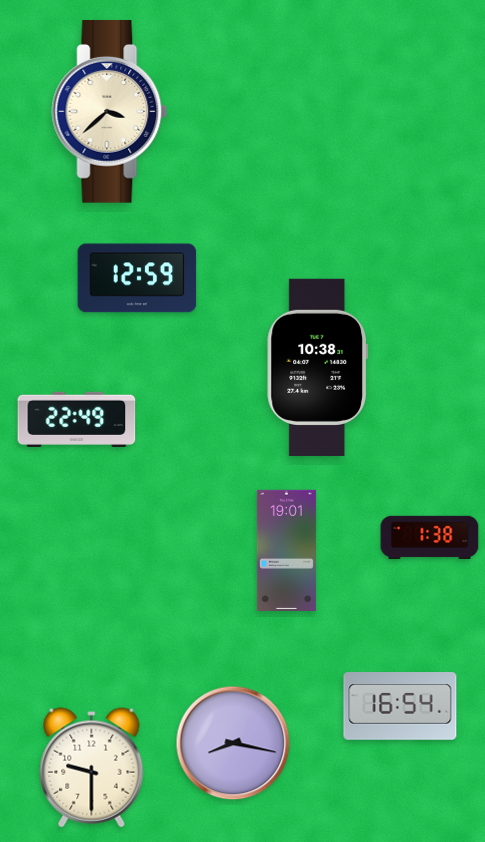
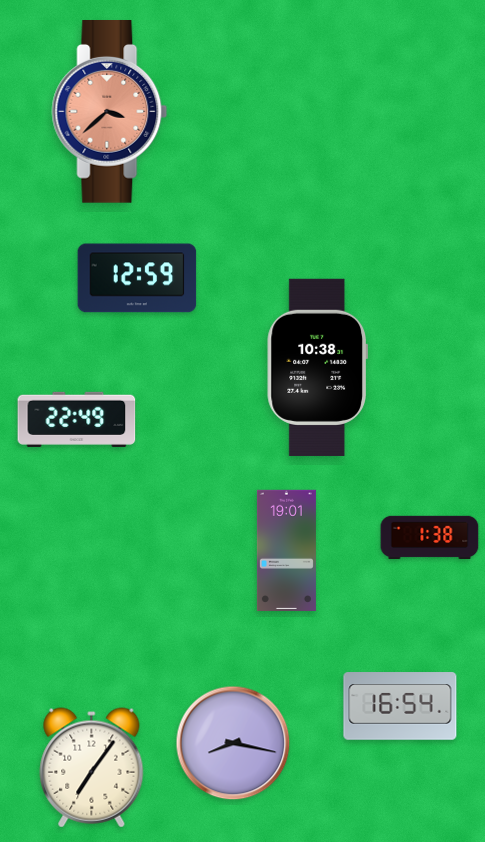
clock at (110, 112) dial: cream -> salmon
clock at (92, 768): 9:30 -> 7:06
